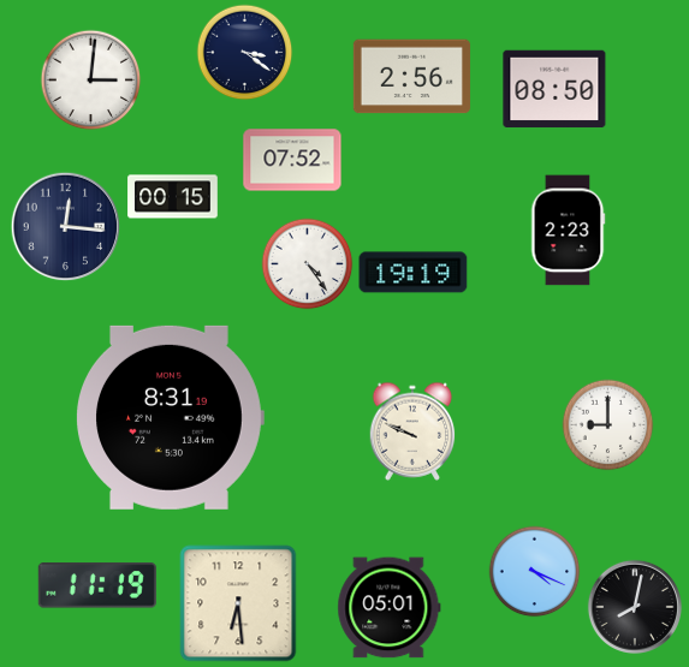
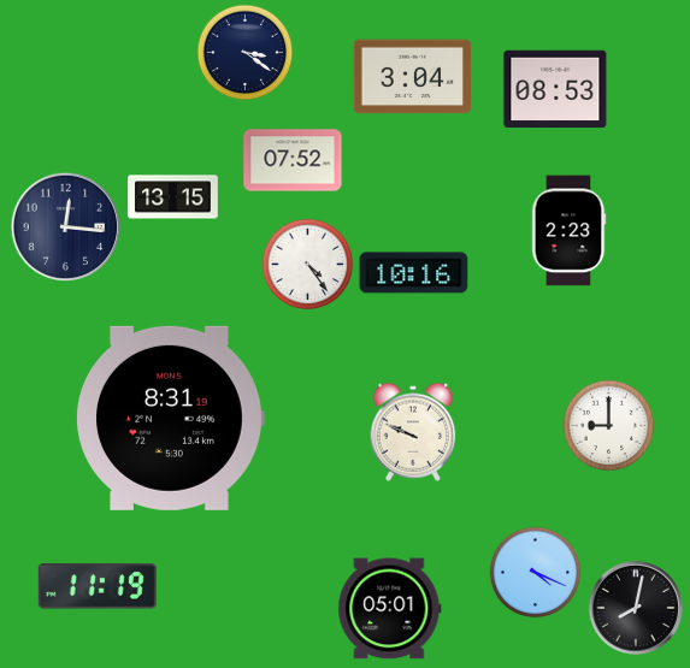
clock at (411, 77): 2:56 -> 3:04
clock at (91, 81): 3:01 -> none
clock at (554, 89): 08:50 -> 08:53
clock at (173, 197): 00:15 -> 13:15
clock at (414, 273): 19:19 -> 10:16
clock at (238, 603): 6:29 -> none
